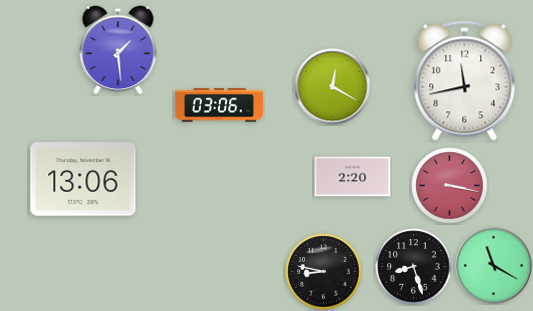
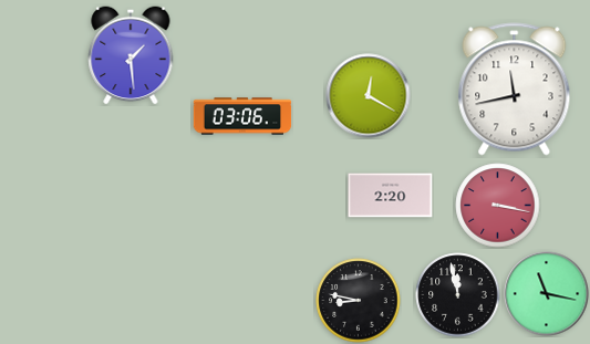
clock at (83, 179): 13:06 -> none
clock at (494, 266): 11:20 -> 11:17
clock at (414, 267): 8:27 -> 11:58
